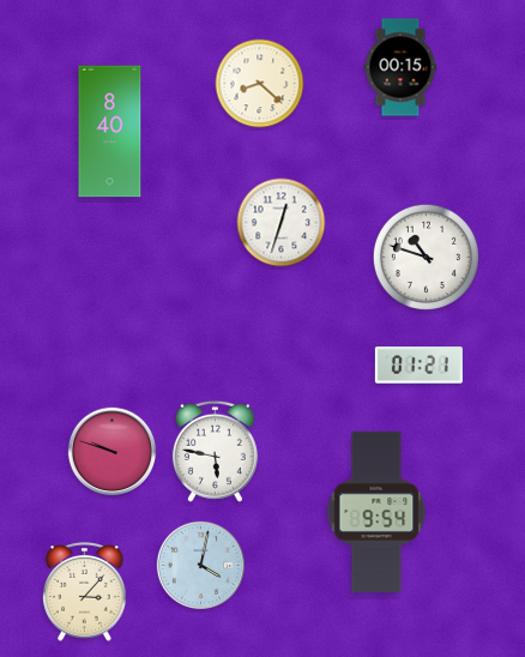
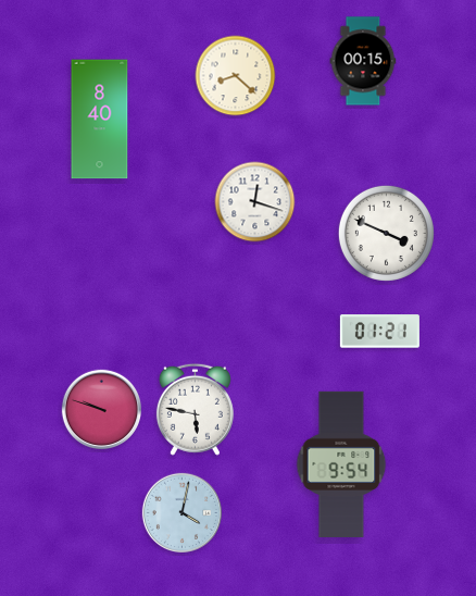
clock at (282, 223): 12:33 -> 12:18
clock at (426, 257): 10:48 -> 3:49
clock at (85, 592): 3:07 -> none
